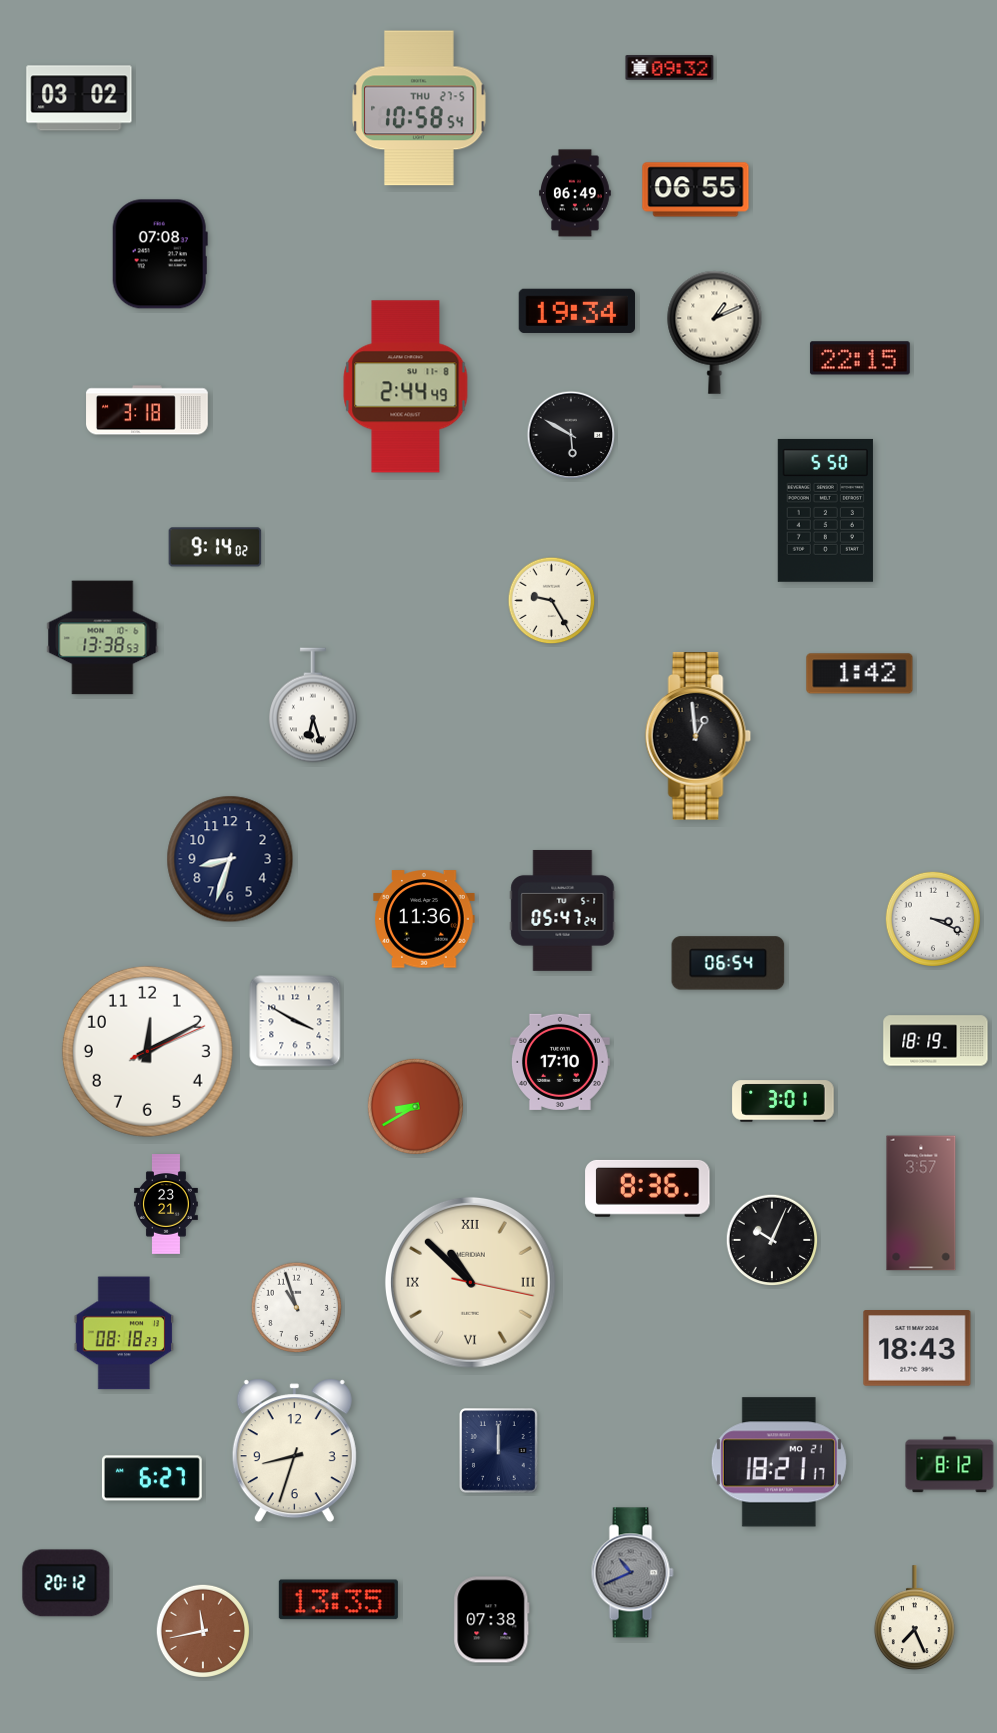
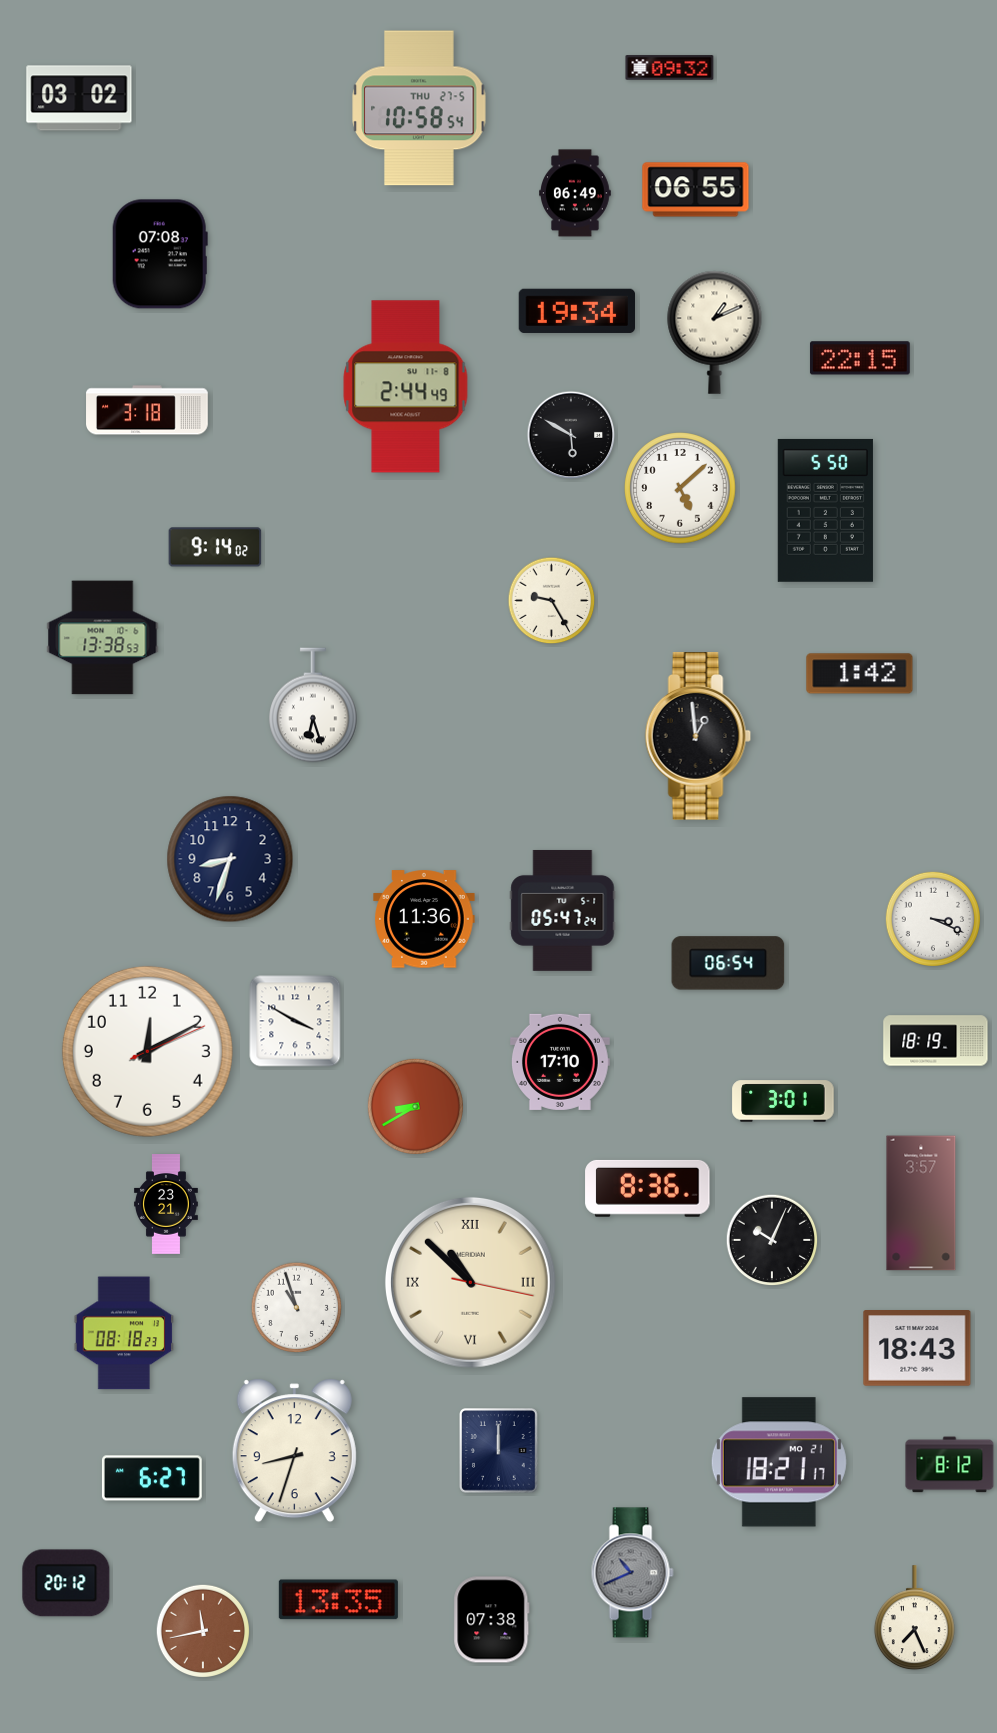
clock at (680, 488): none -> 5:08
